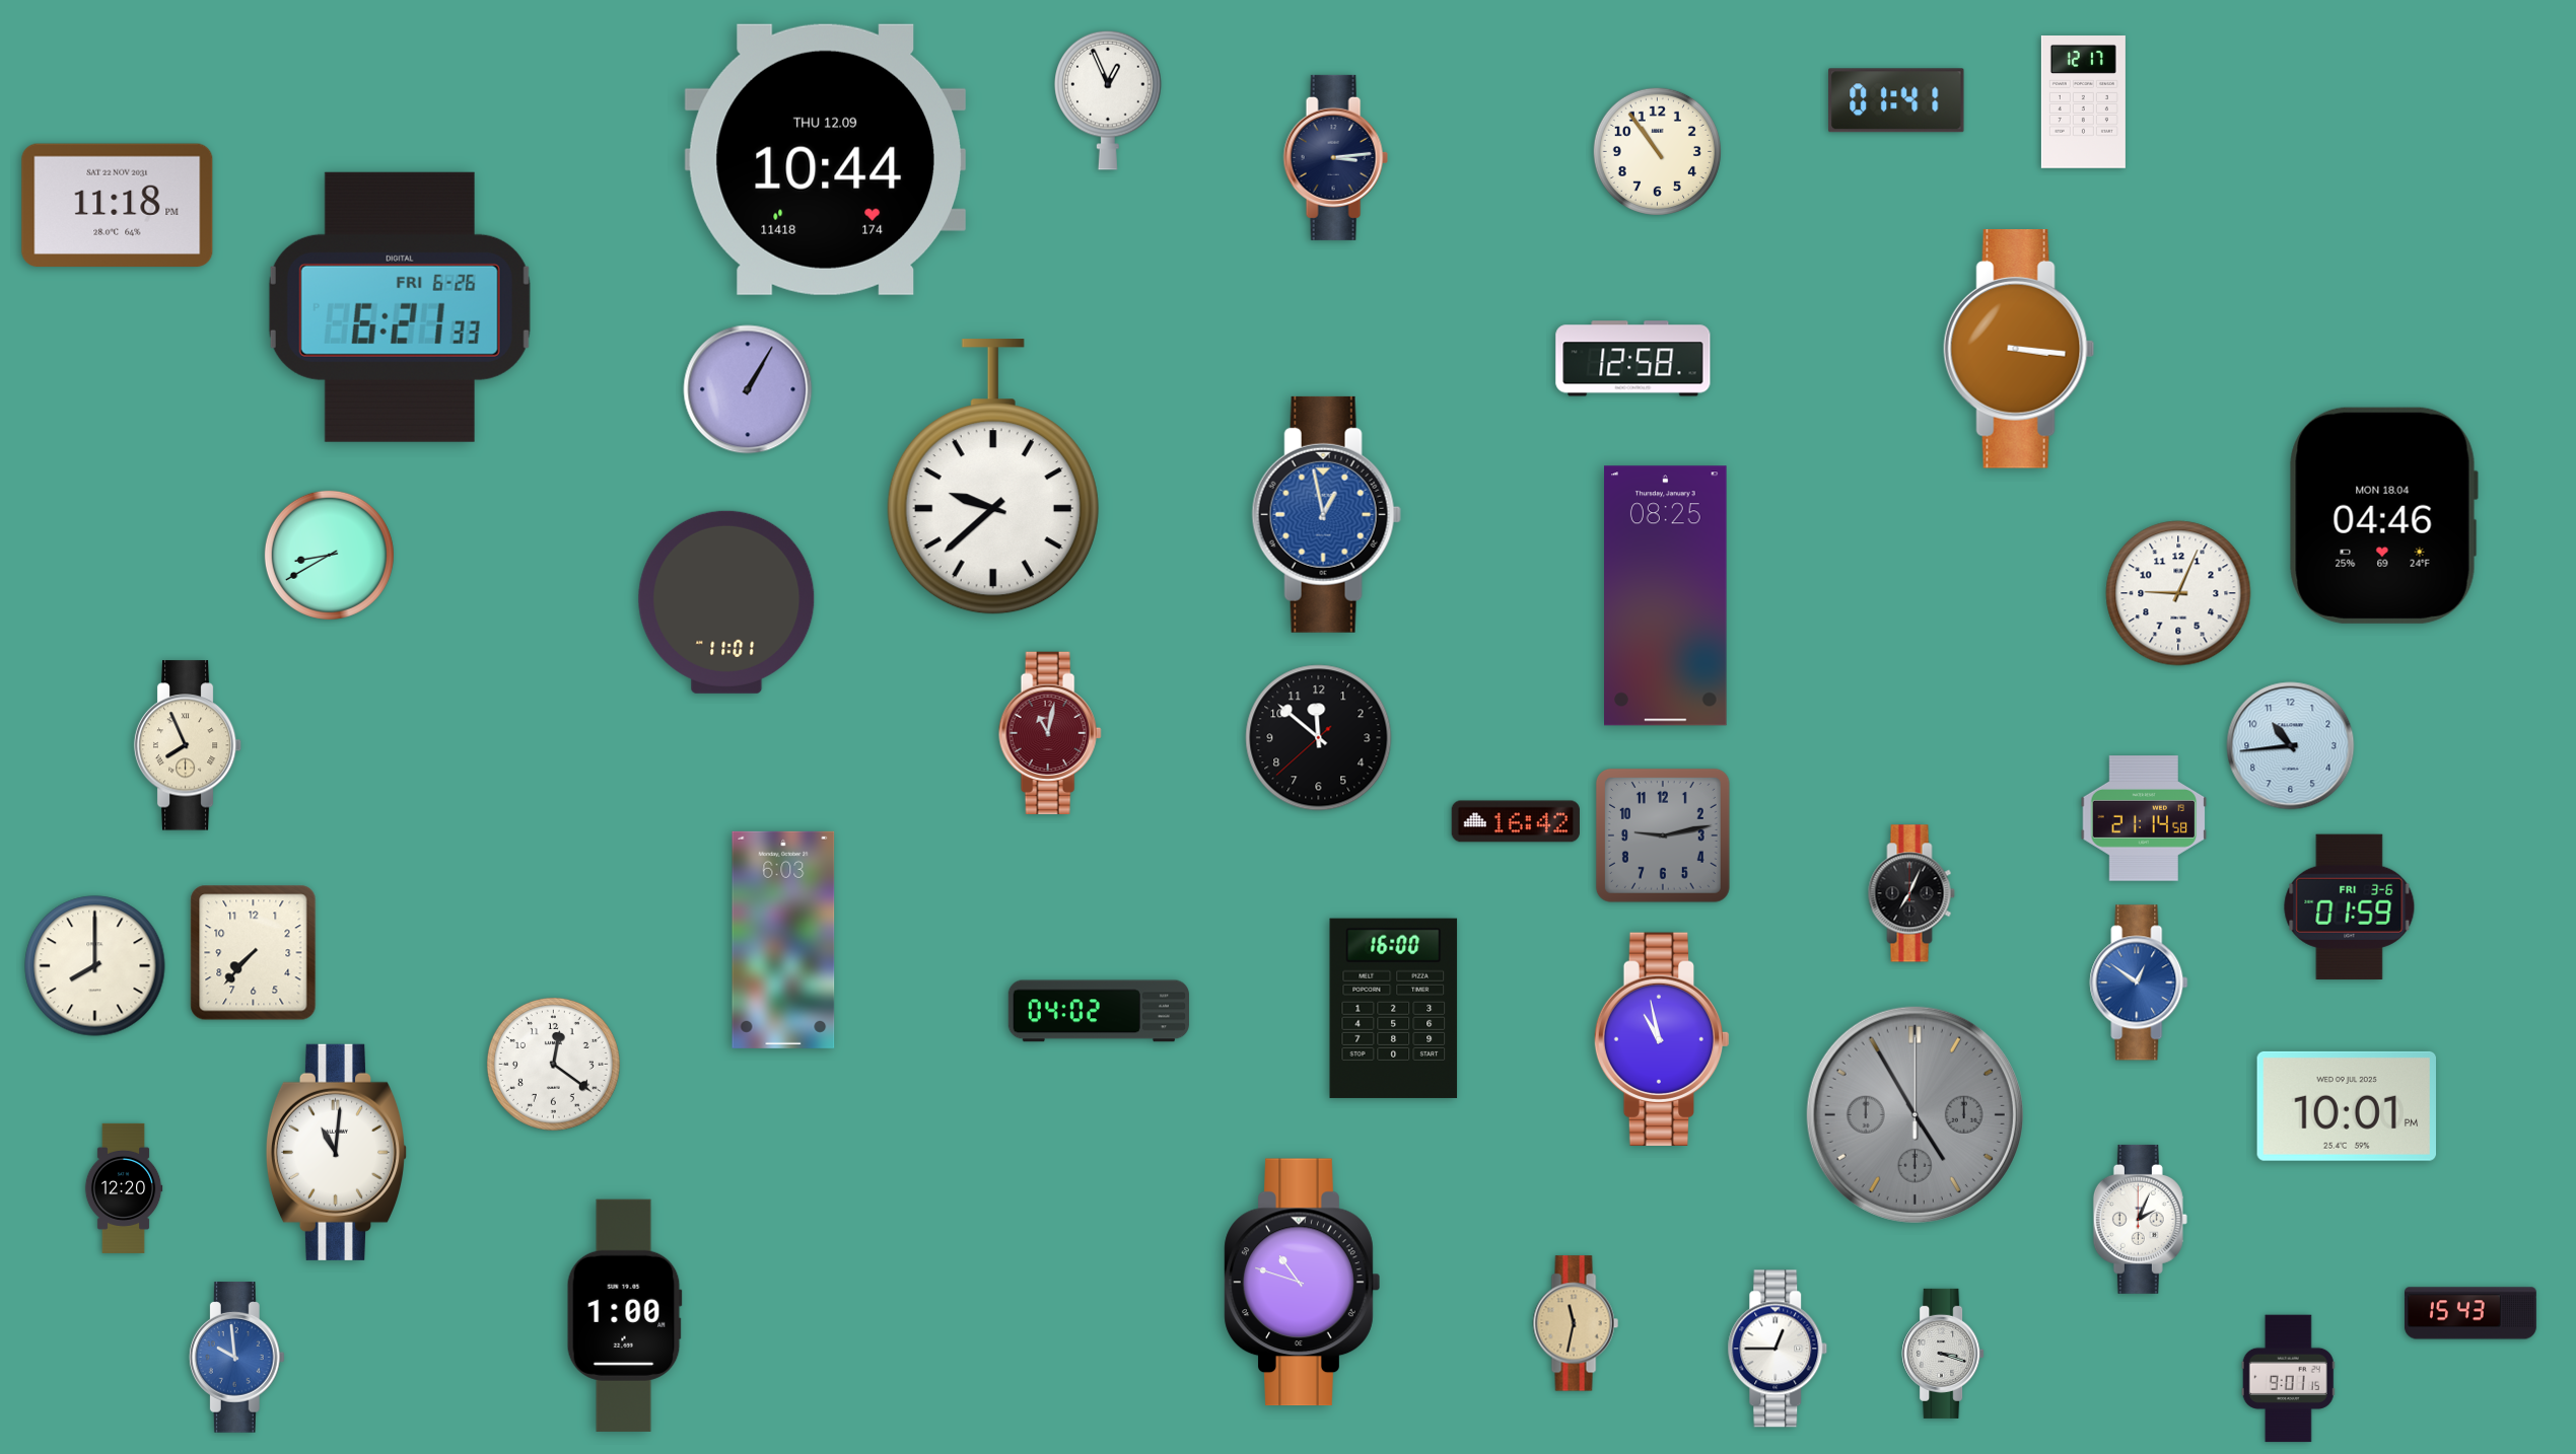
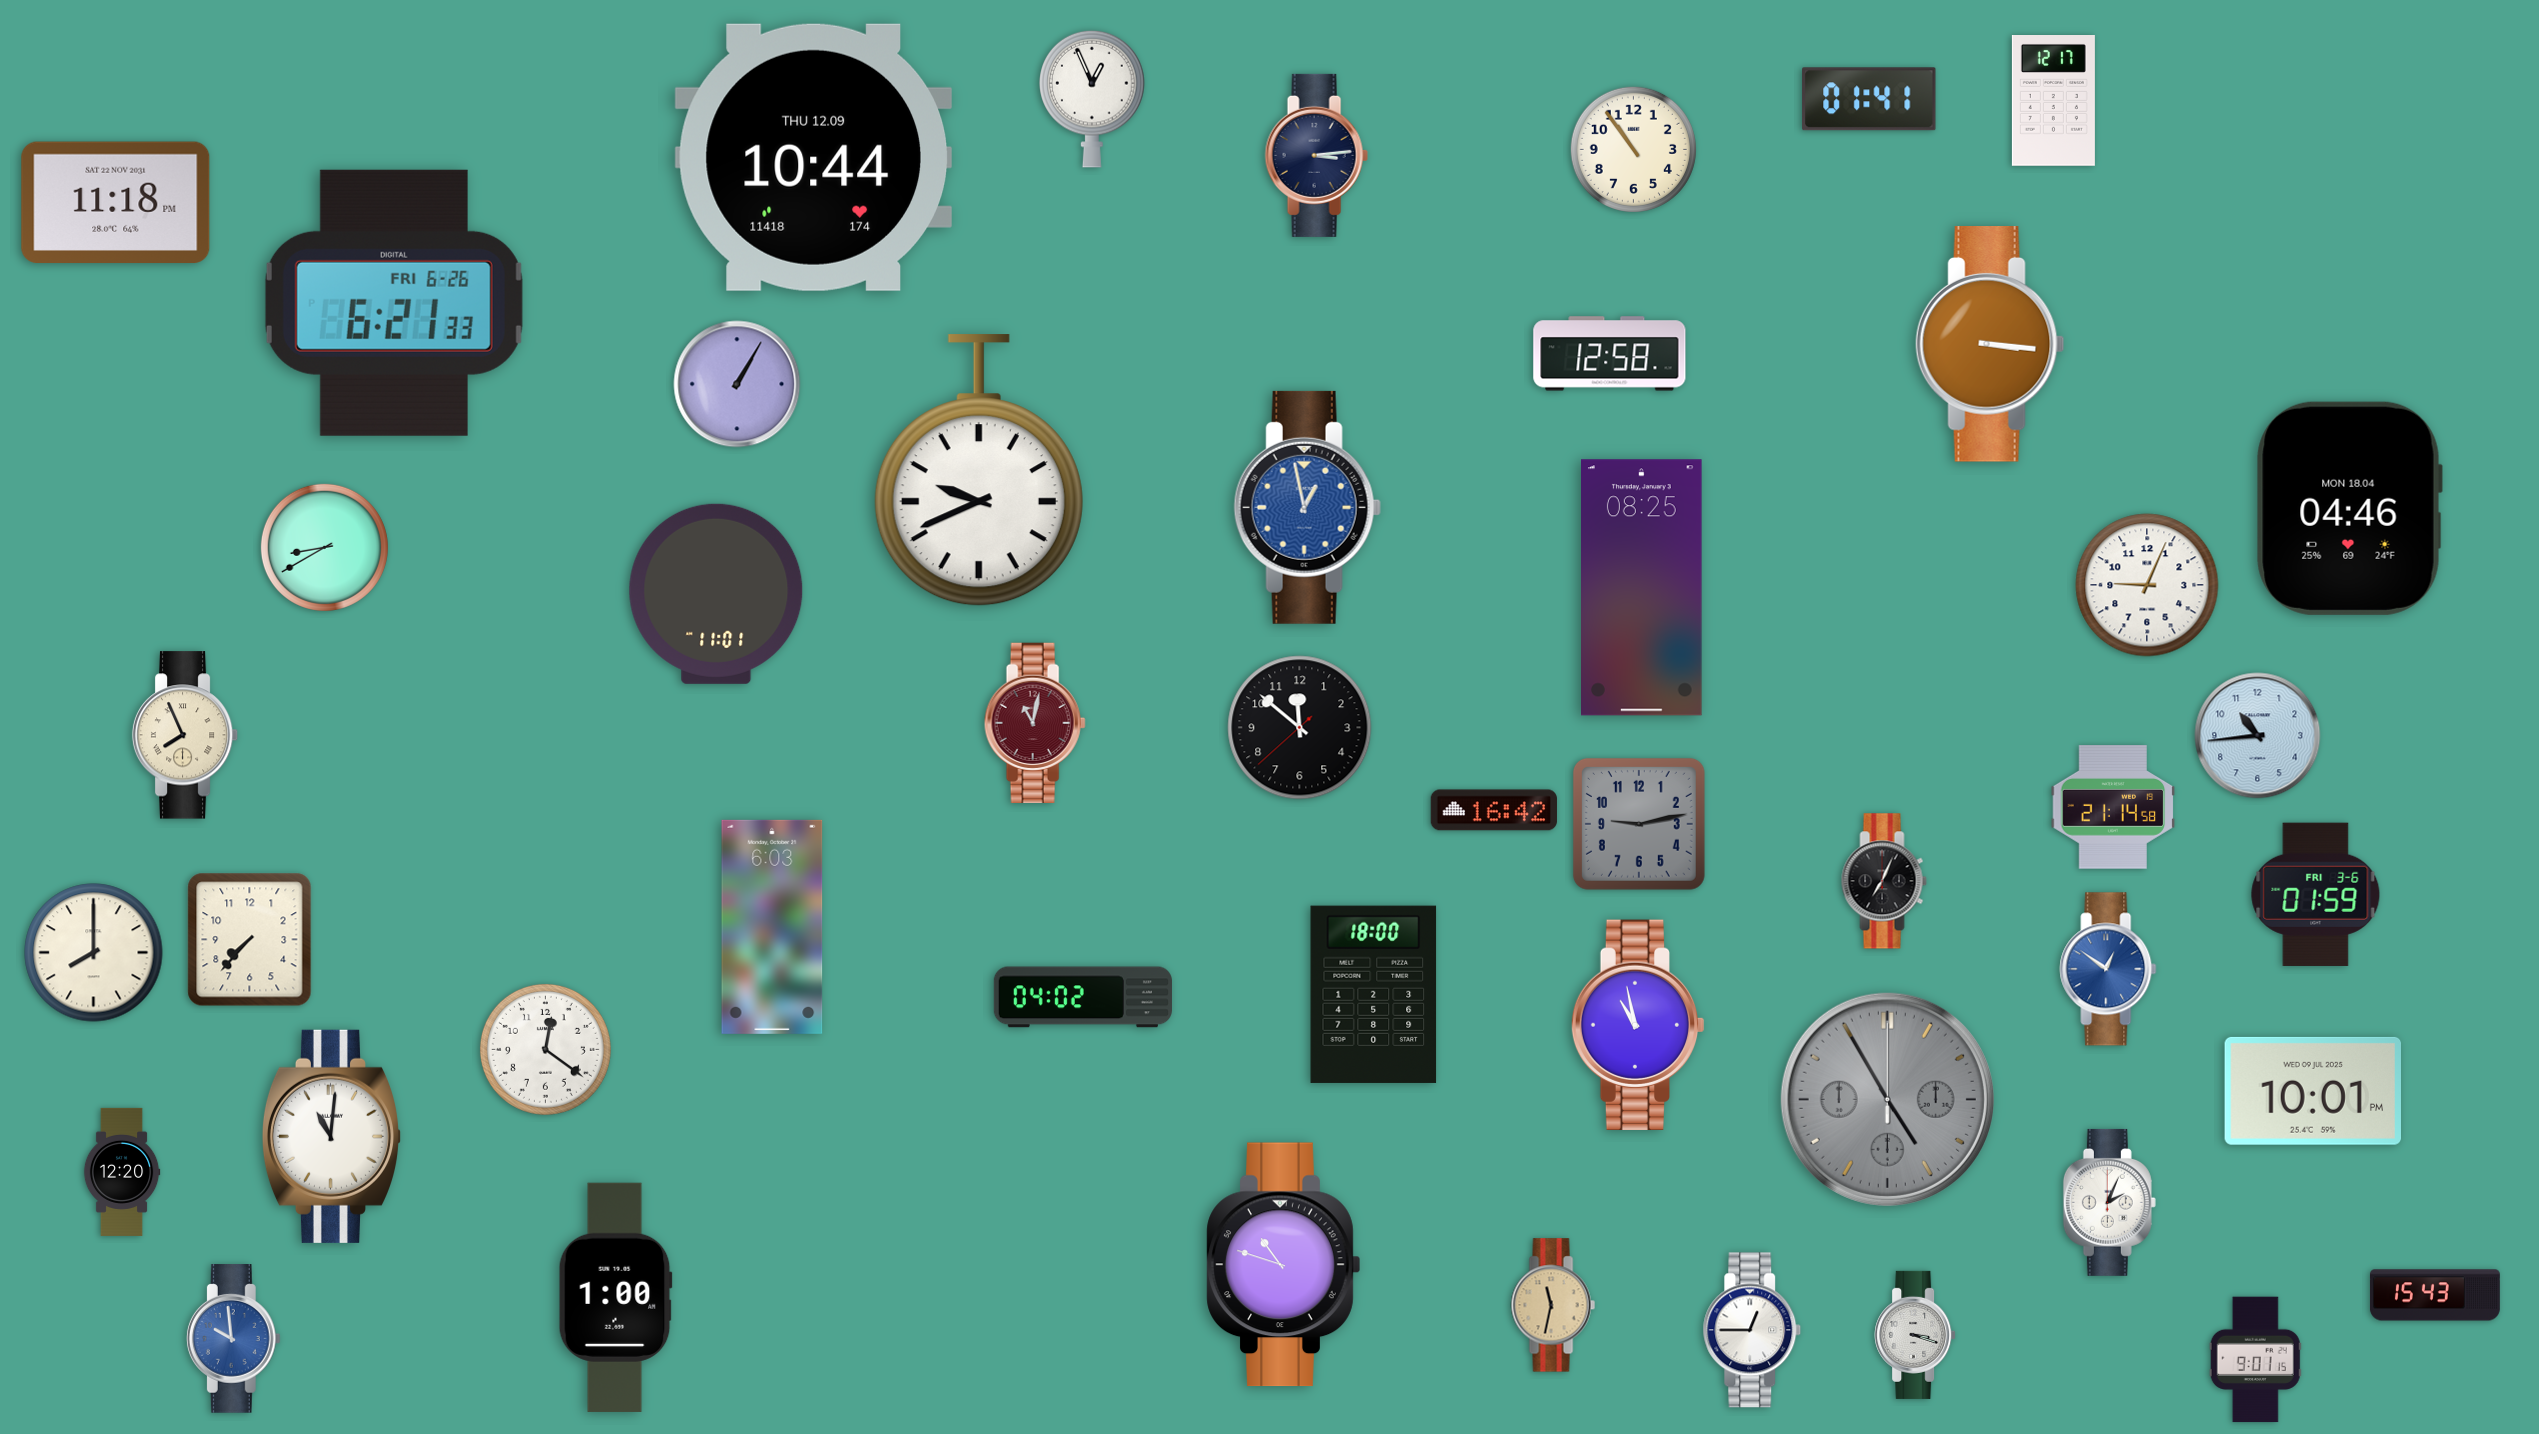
clock at (993, 478): 9:38 -> 9:41
clock at (1394, 1008): 16:00 -> 18:00
